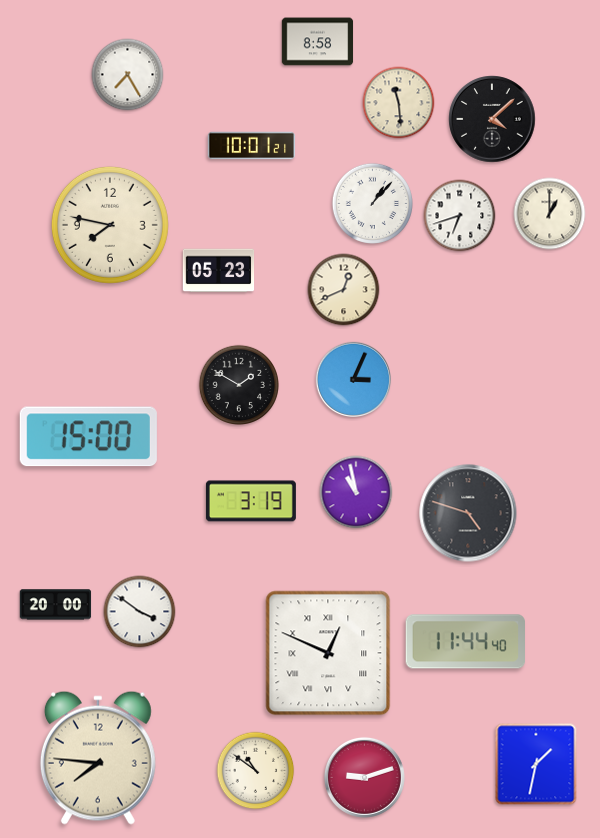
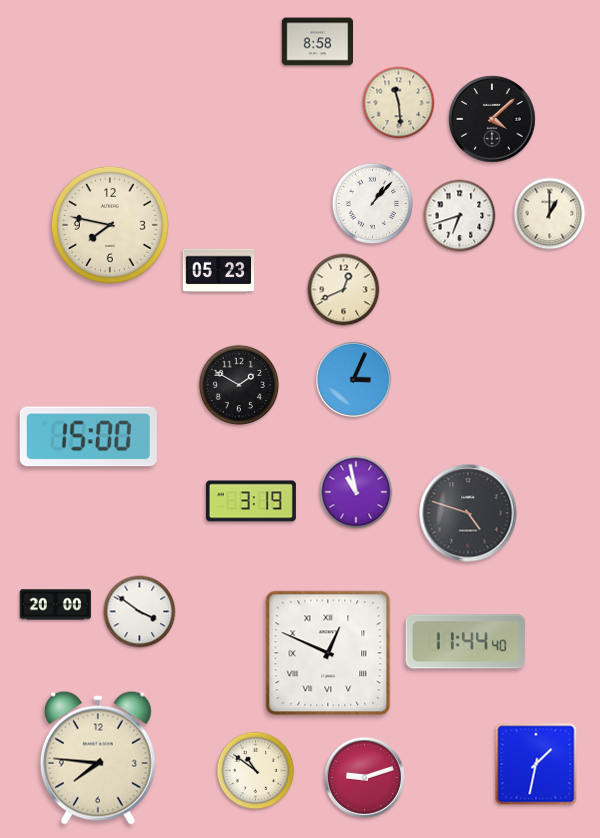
clock at (128, 75): 7:25 -> none
clock at (252, 146): 10:01 -> none
